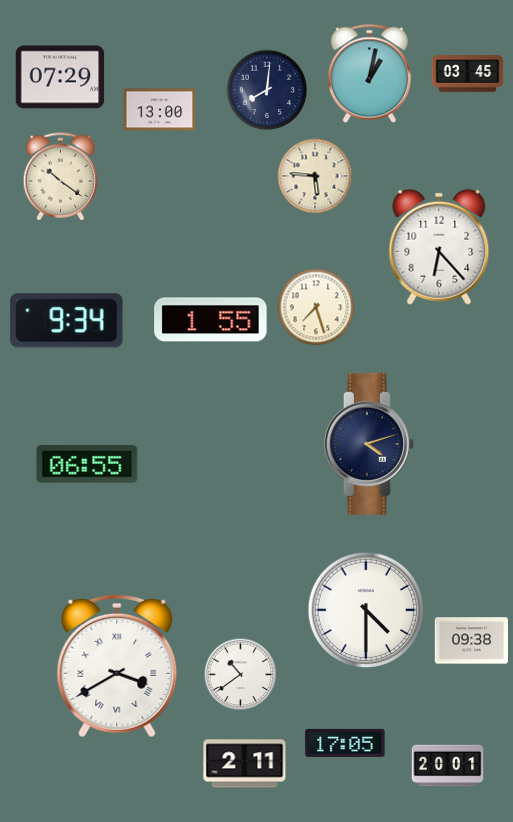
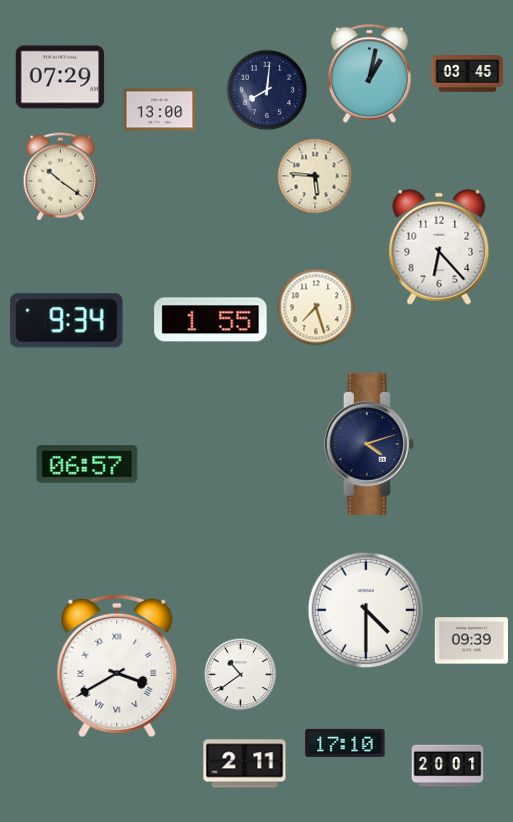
clock at (87, 464): 06:55 -> 06:57
clock at (471, 641): 09:38 -> 09:39
clock at (345, 743): 17:05 -> 17:10
